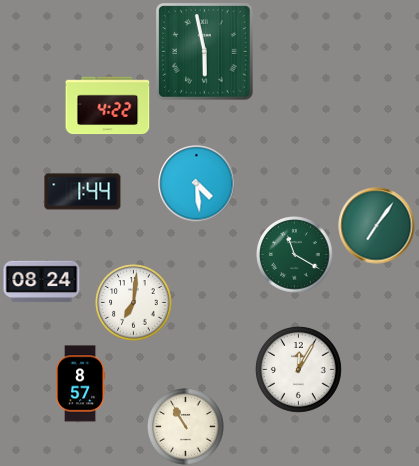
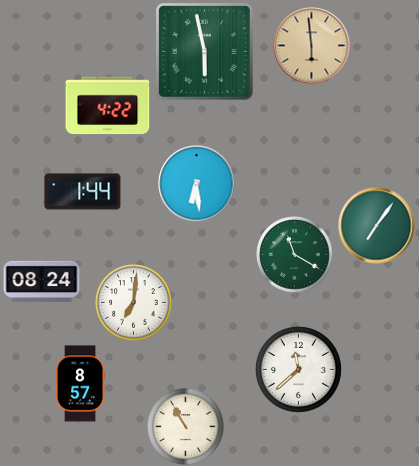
clock at (312, 46): none -> 5:59
clock at (197, 184): 4:29 -> 6:29
clock at (299, 370): 12:05 -> 11:38
